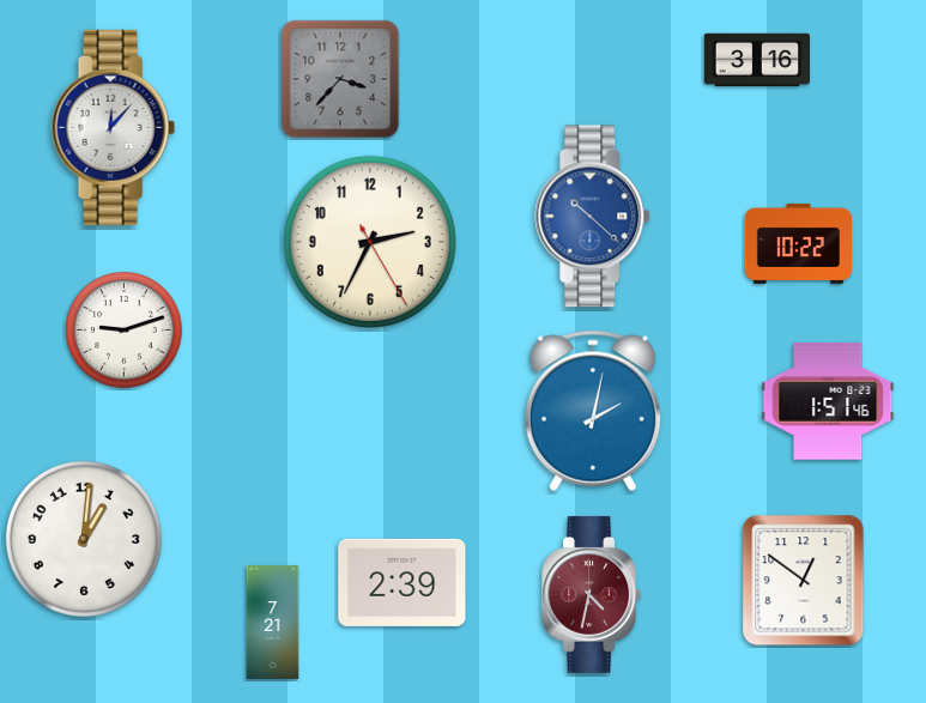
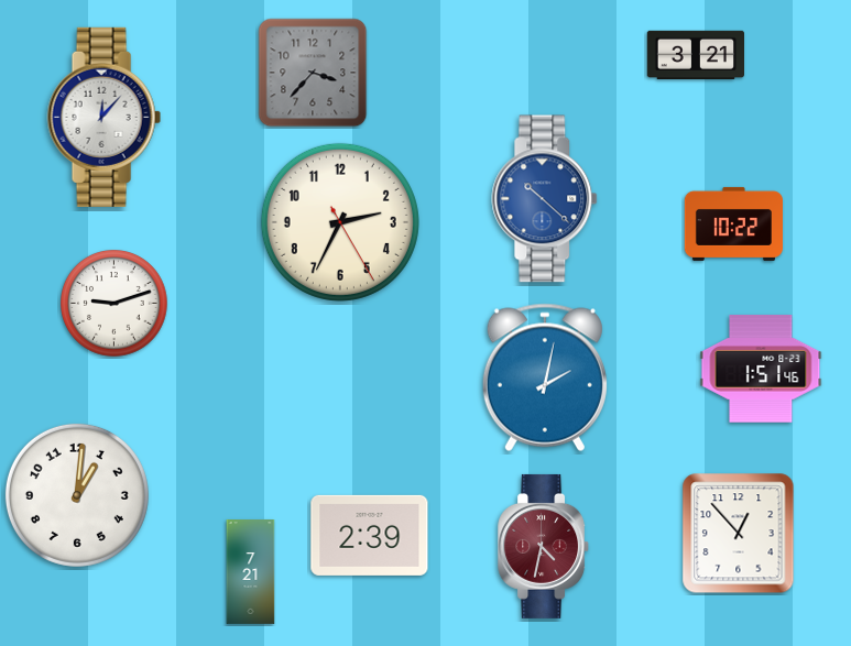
clock at (756, 59): 3:16 -> 3:21
clock at (804, 581): 12:51 -> 12:53
